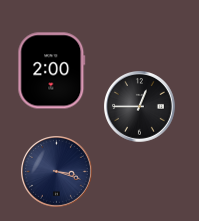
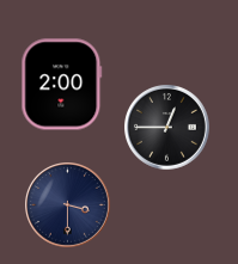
clock at (57, 172): 3:18 -> 3:30
